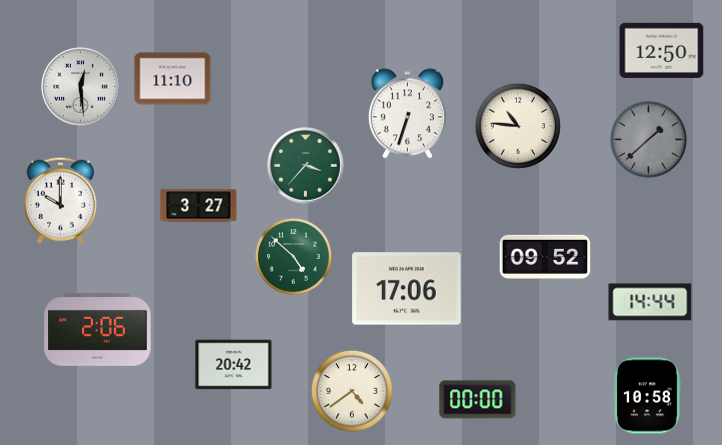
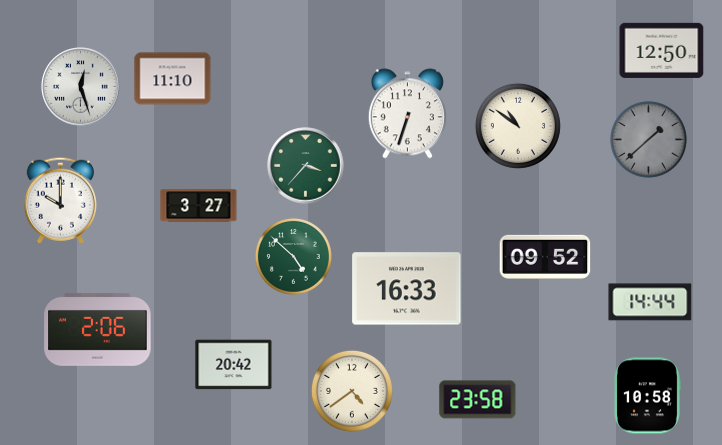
clock at (81, 87): 12:29 -> 12:27
clock at (518, 126): 10:46 -> 10:51
clock at (407, 289): 17:06 -> 16:33
clock at (478, 400): 00:00 -> 23:58
